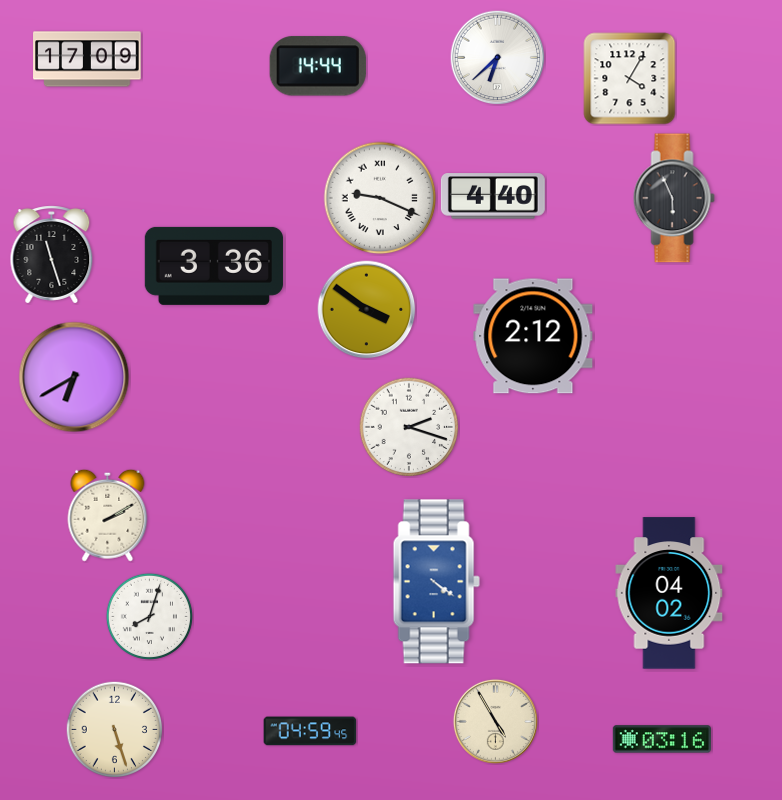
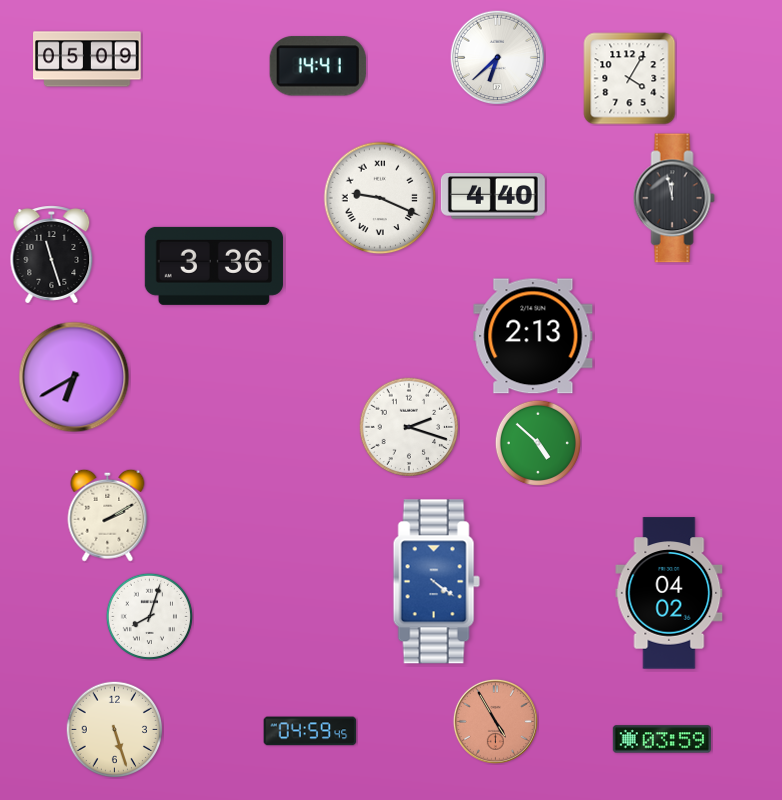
clock at (87, 59): 17:09 -> 05:09
clock at (318, 66): 14:44 -> 14:41
clock at (674, 198): 5:56 -> 11:58
clock at (367, 310): 3:51 -> none
clock at (533, 336): 2:12 -> 2:13
clock at (538, 443): none -> 4:52
clock at (495, 721) dial: cream -> salmon
clock at (661, 739): 03:16 -> 03:59
